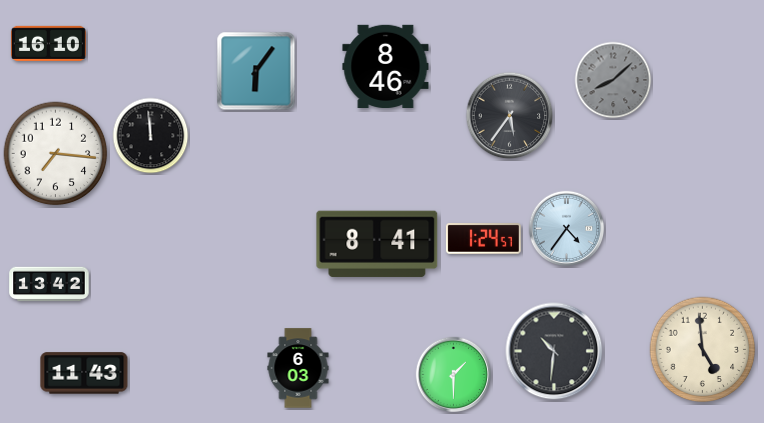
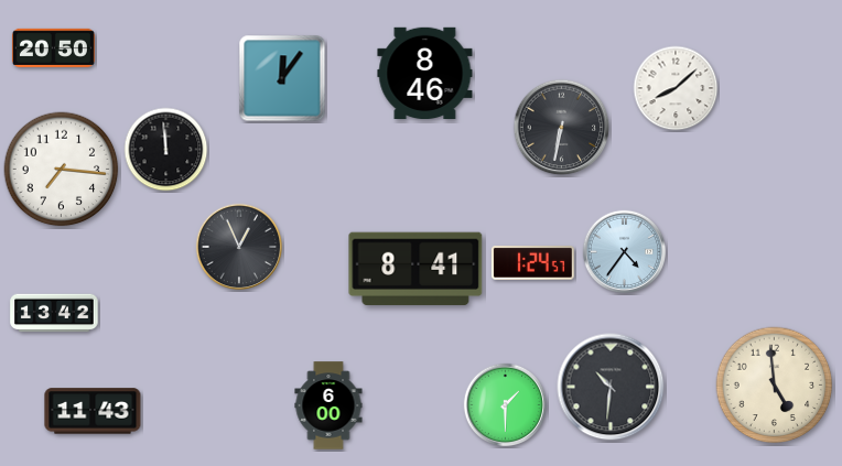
clock at (48, 43): 16:10 -> 20:50
clock at (256, 71): 6:06 -> 12:06
clock at (613, 80) dial: grey -> white
clock at (510, 116): 5:36 -> 6:32
clock at (239, 247): none -> 12:56
clock at (298, 368): 6:03 -> 6:00
clock at (454, 375) position: (454, 375) -> (506, 405)
